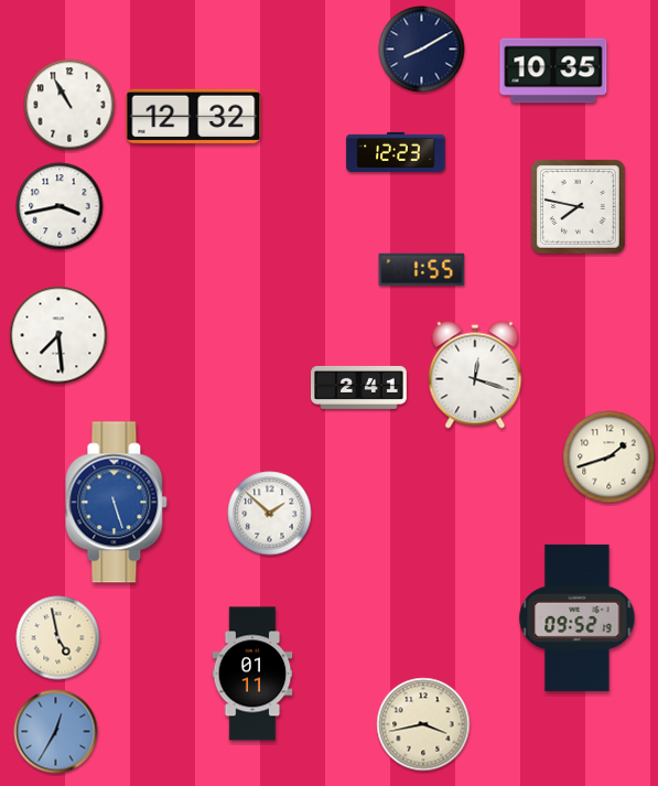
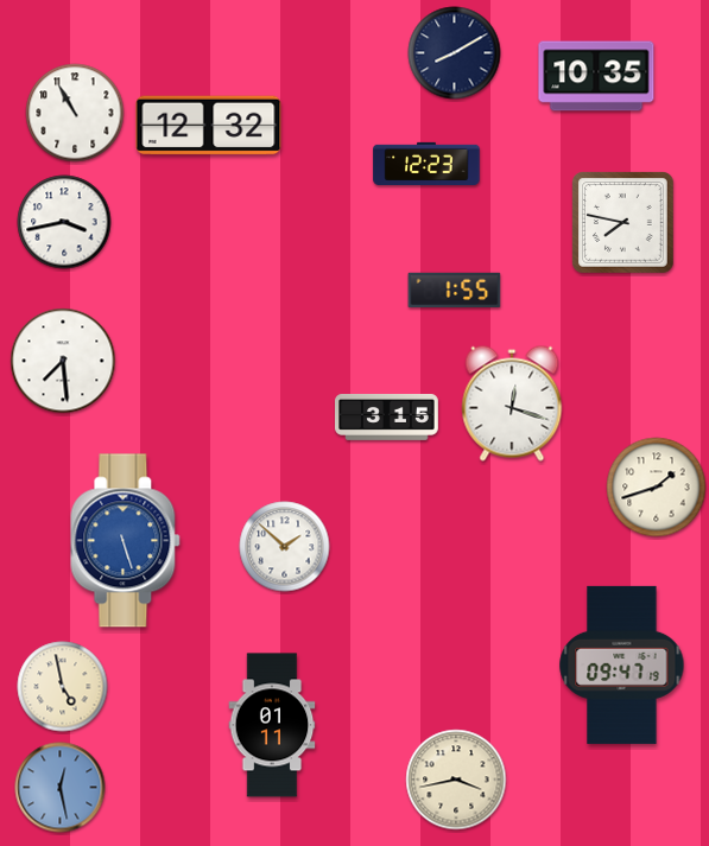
clock at (359, 387): 2:41 -> 3:15
clock at (610, 457) position: (610, 457) -> (657, 488)
clock at (270, 514) position: (270, 514) -> (285, 547)
clock at (578, 617): 09:52 -> 09:47
clock at (56, 732): 12:35 -> 12:28
